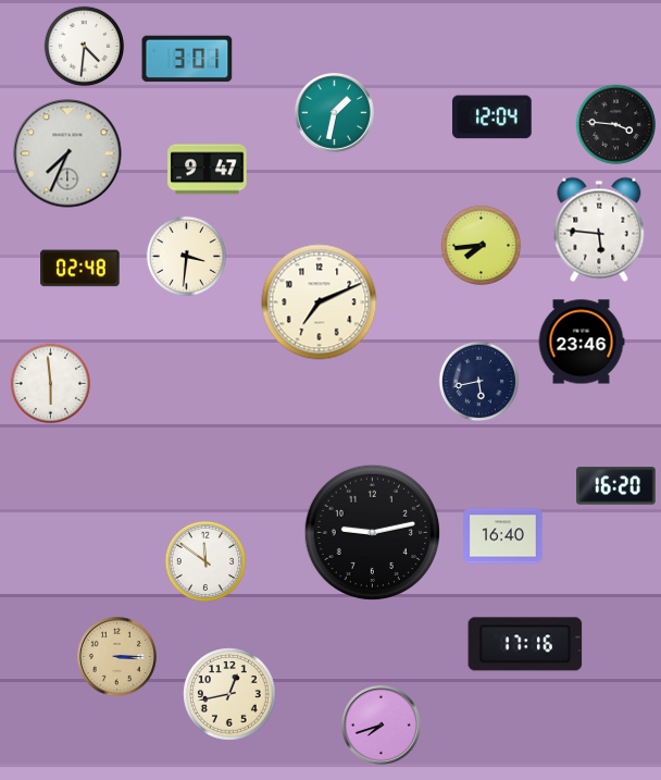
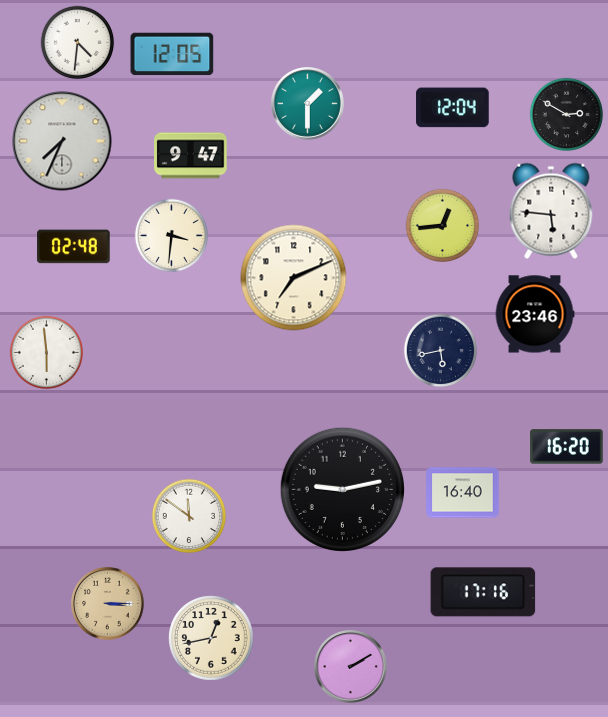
clock at (187, 59): 3:01 -> 12:05
clock at (335, 113): 1:32 -> 1:30
clock at (616, 125): 3:46 -> 2:50
clock at (482, 246): 7:44 -> 12:44
clock at (382, 726): 7:42 -> 2:10
